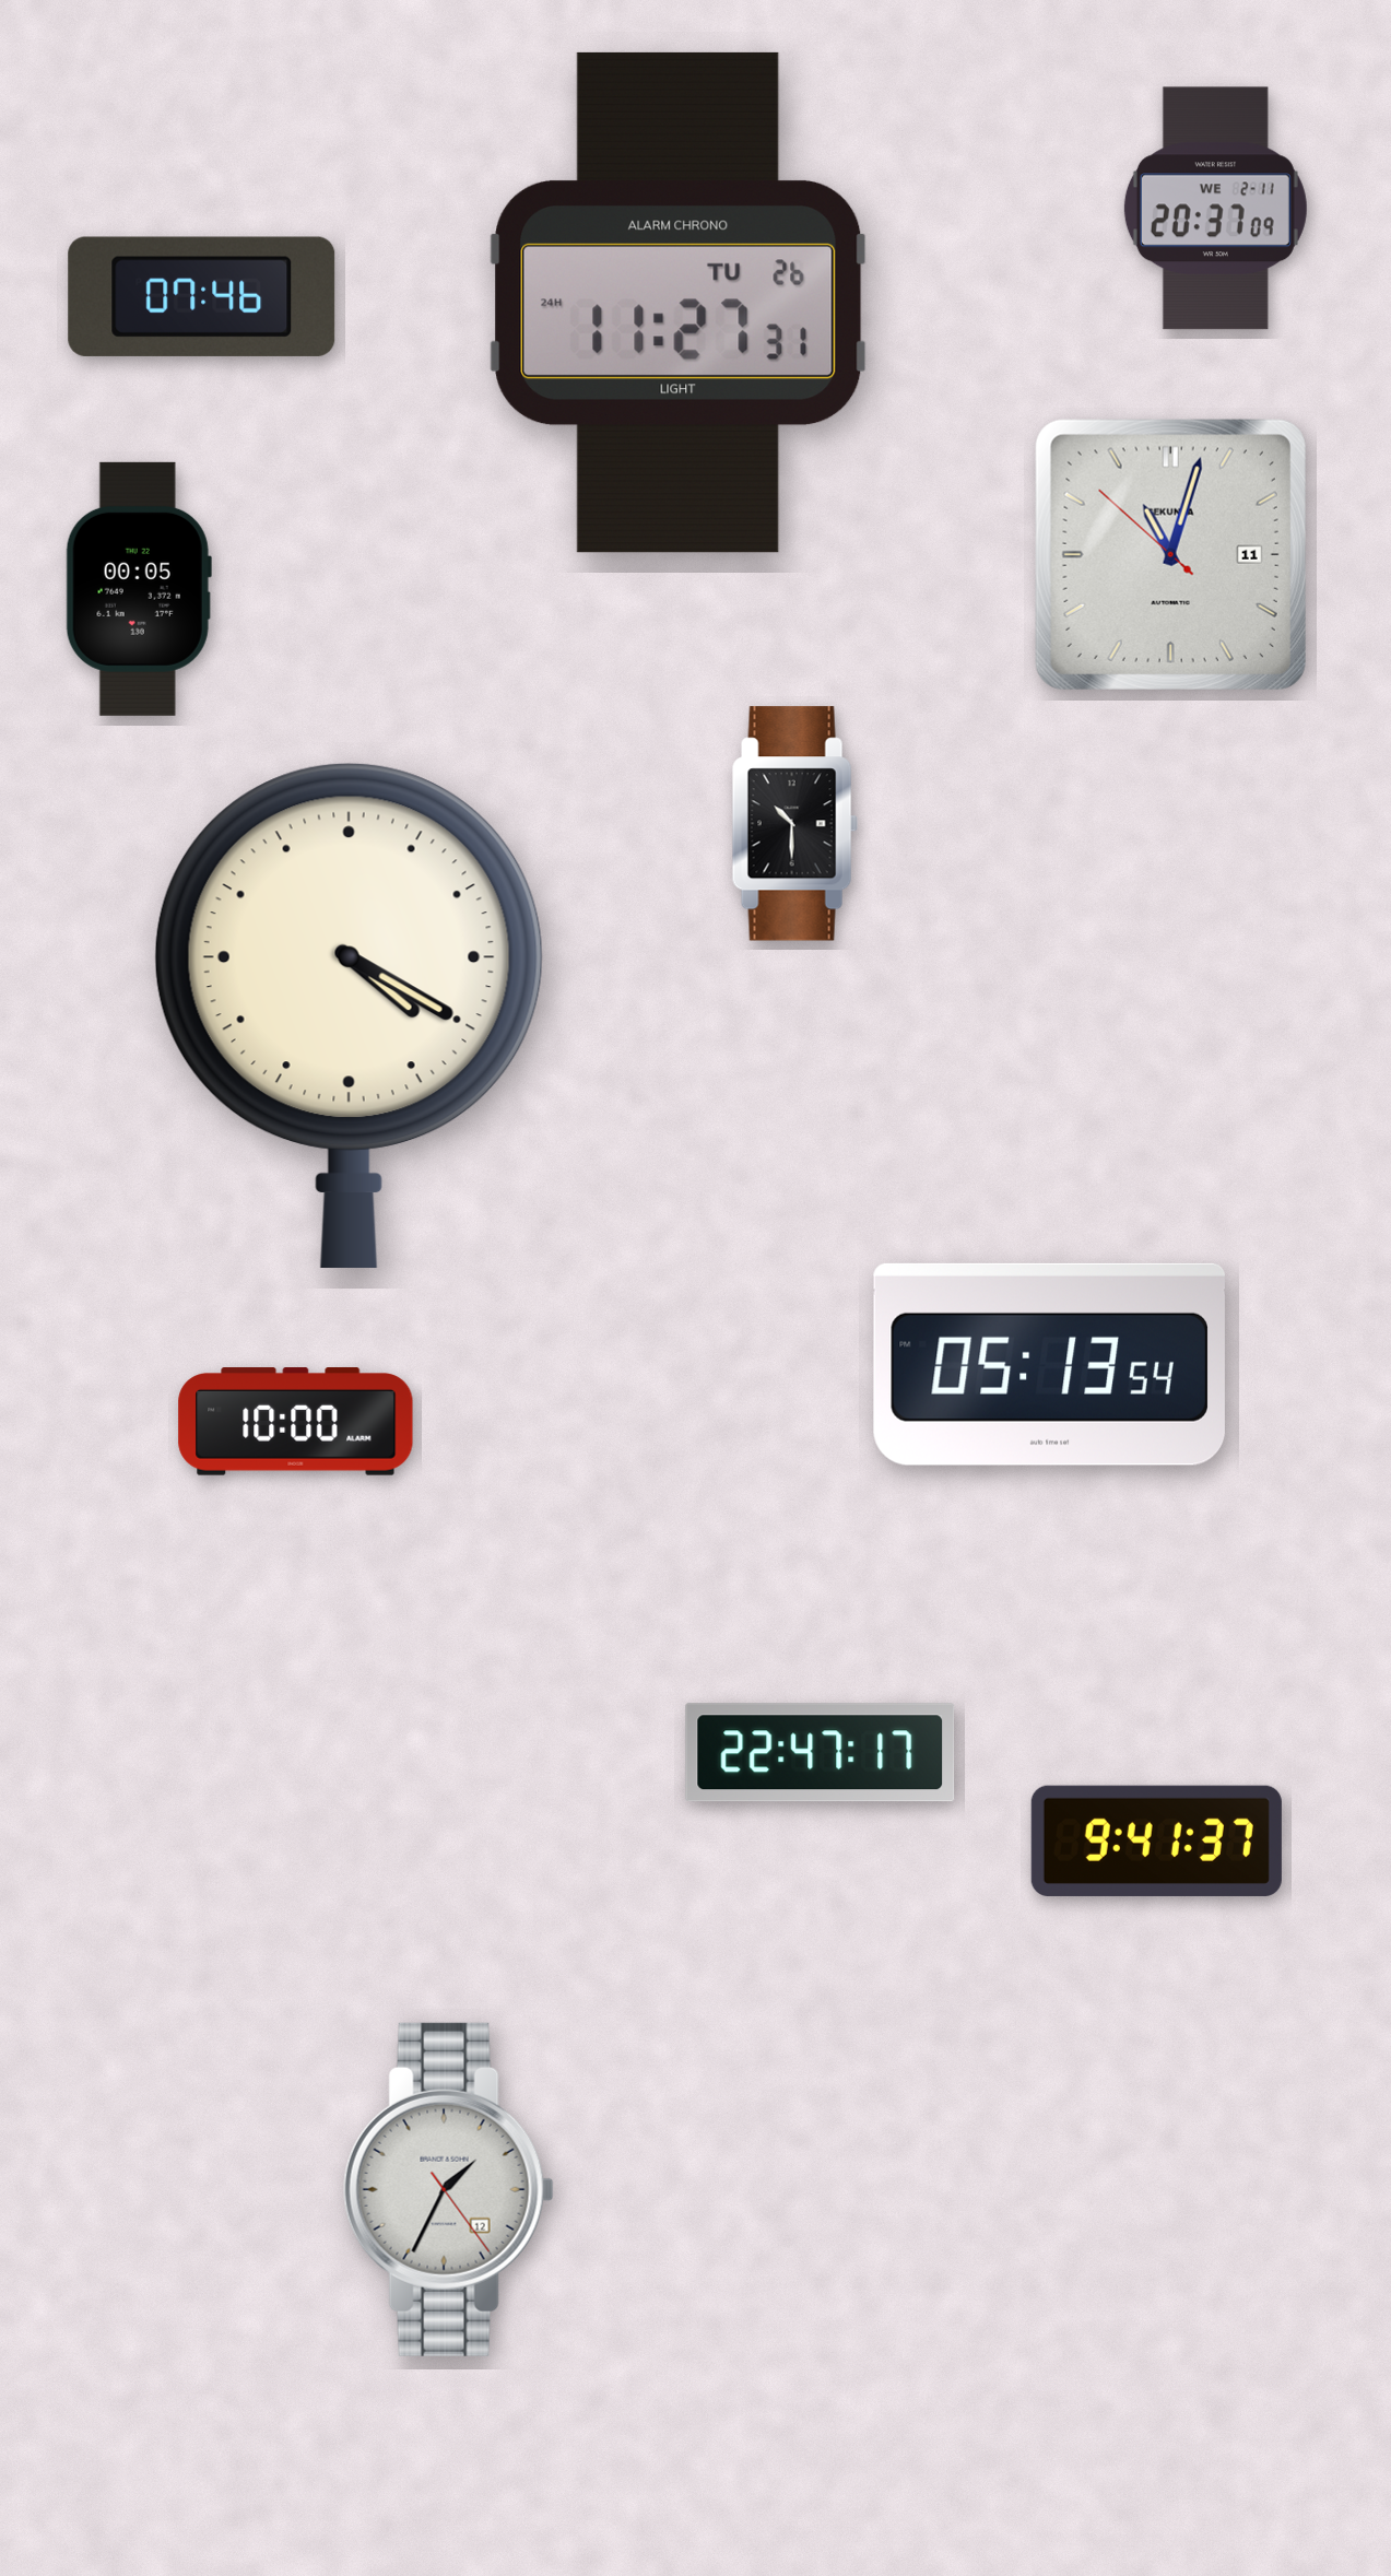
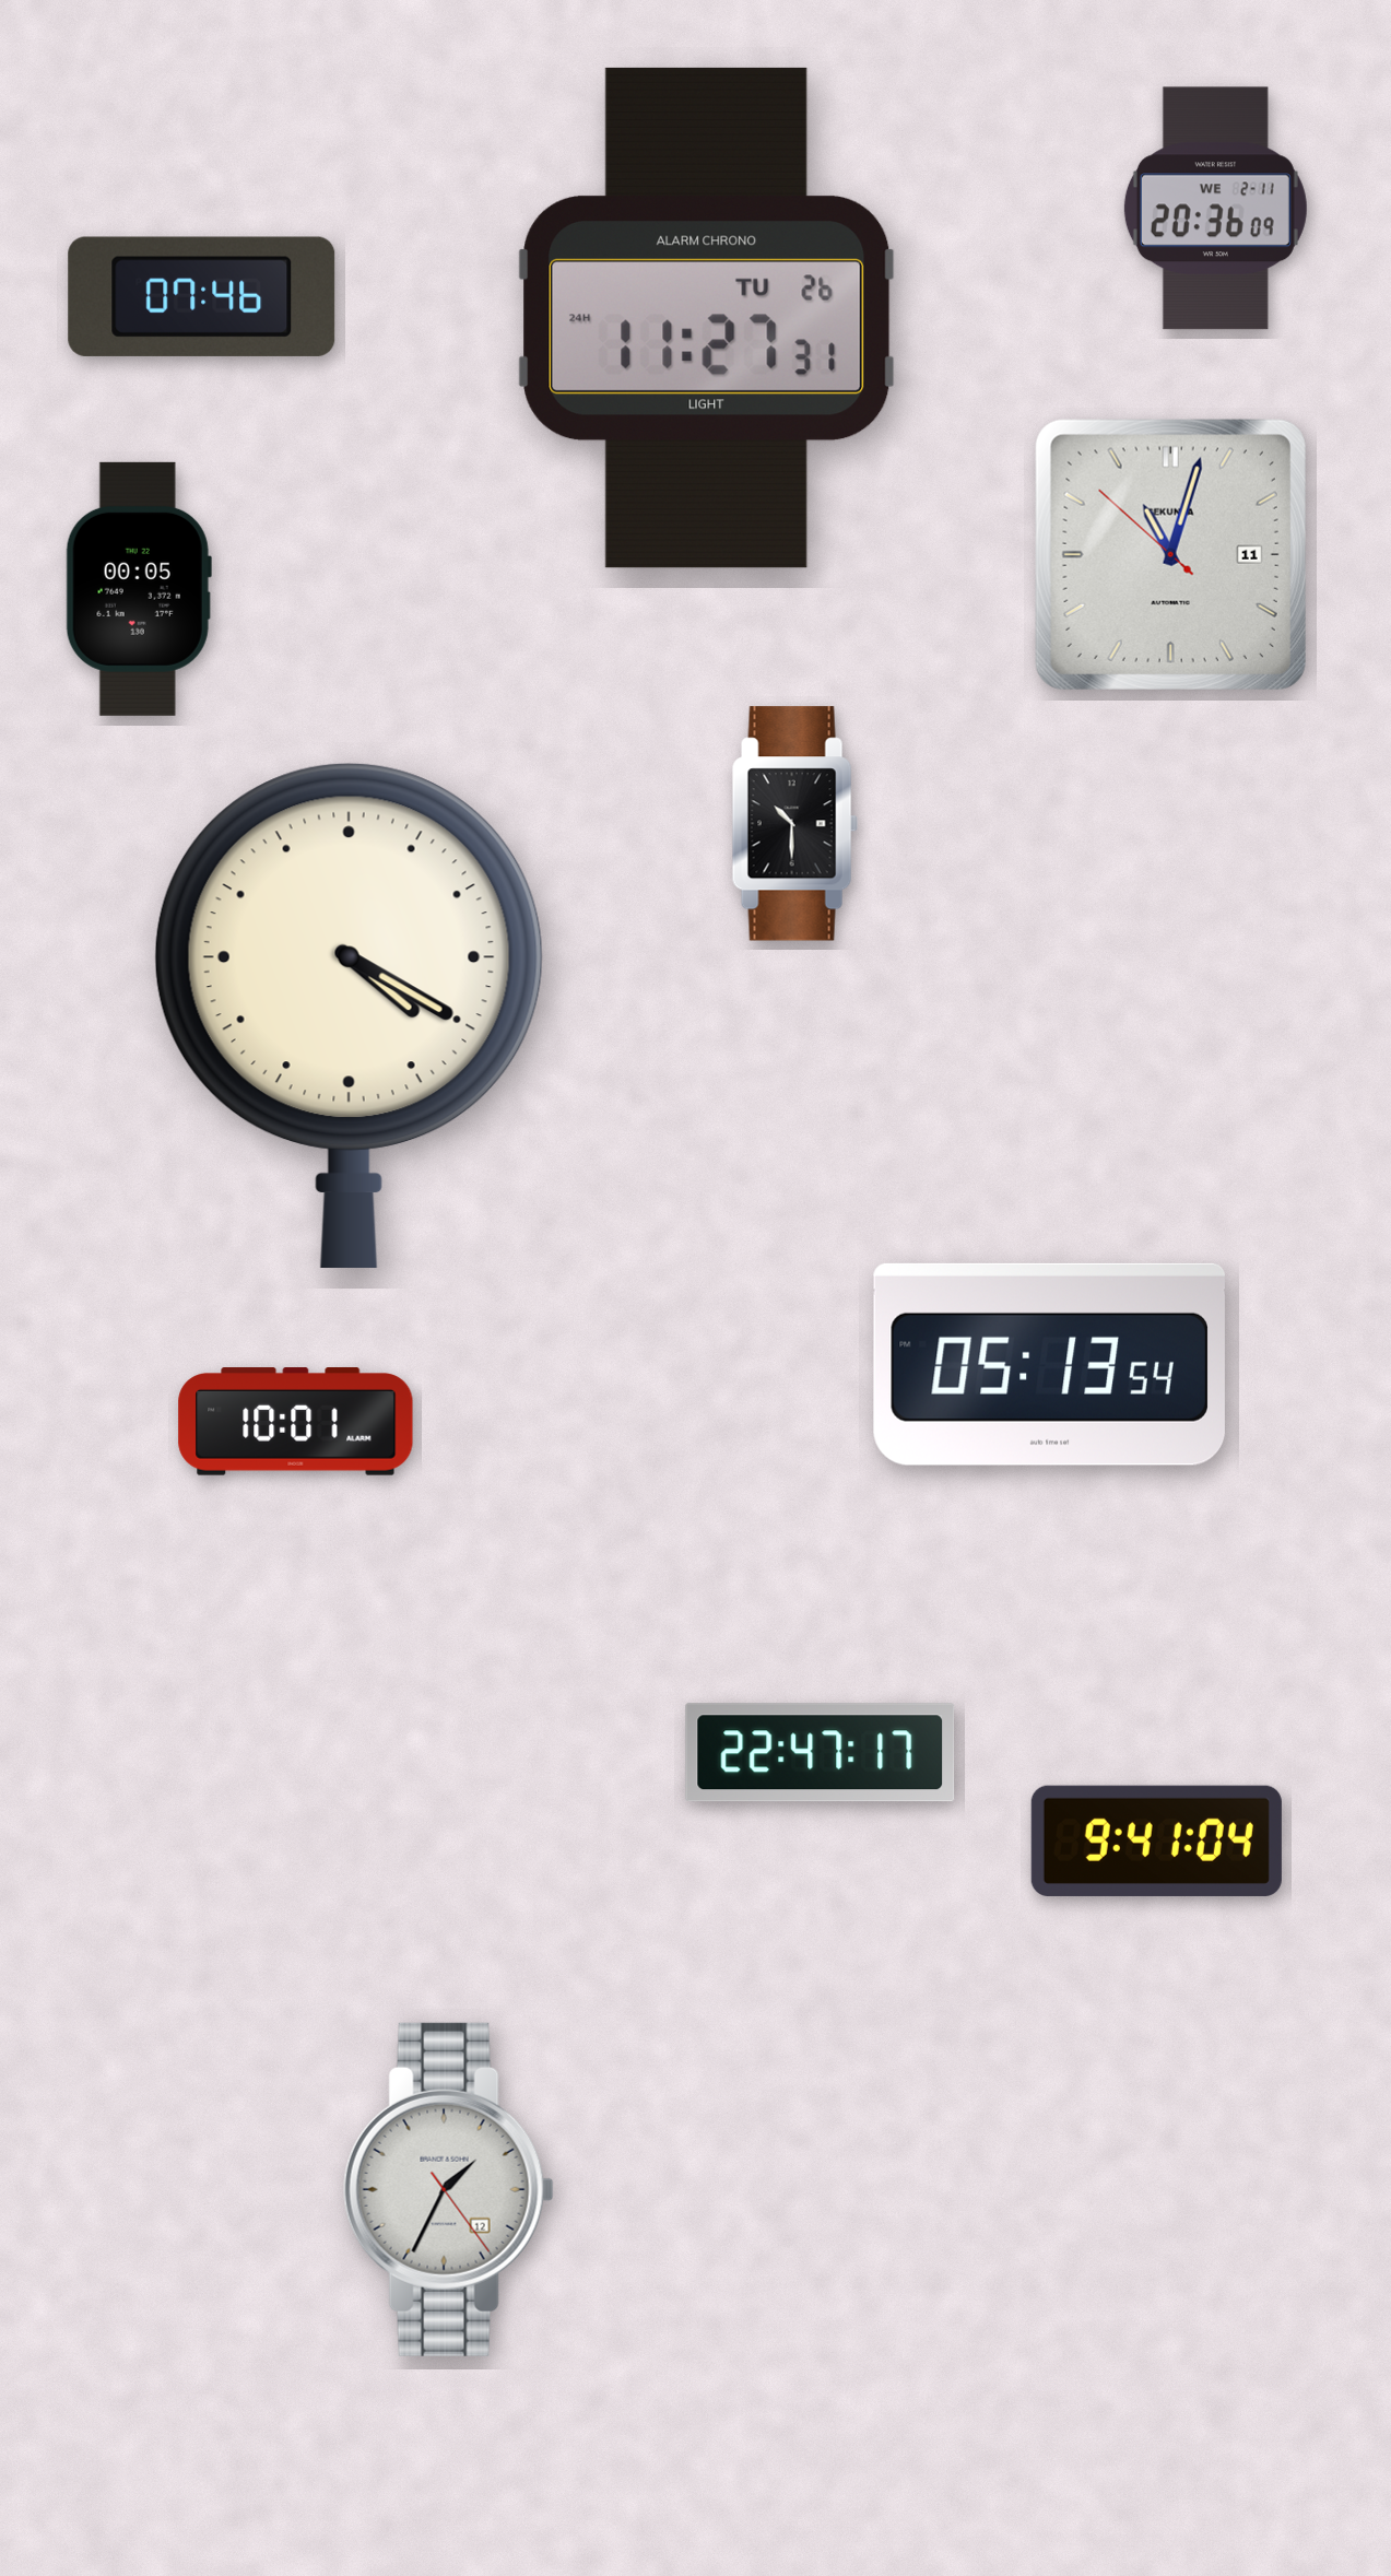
clock at (1215, 209): 20:37 -> 20:36
clock at (679, 303) position: (679, 303) -> (707, 318)
clock at (296, 1422): 10:00 -> 10:01
clock at (1156, 1840): 9:41:37 -> 9:41:04
